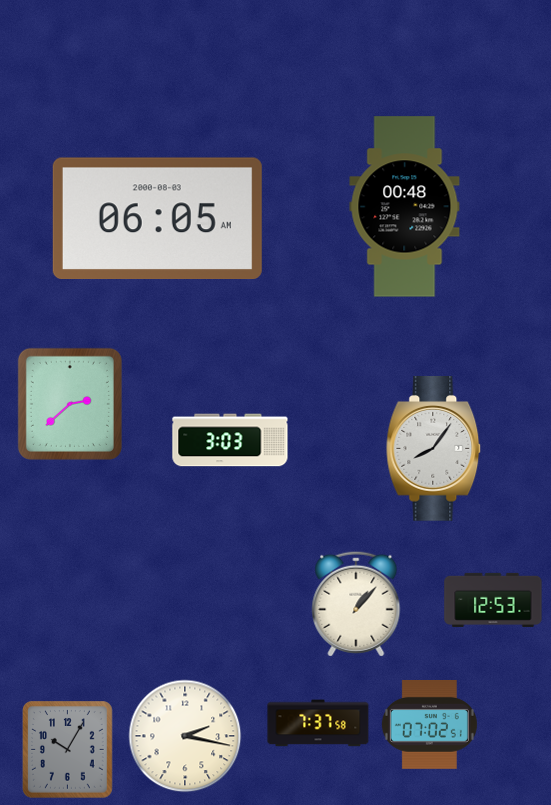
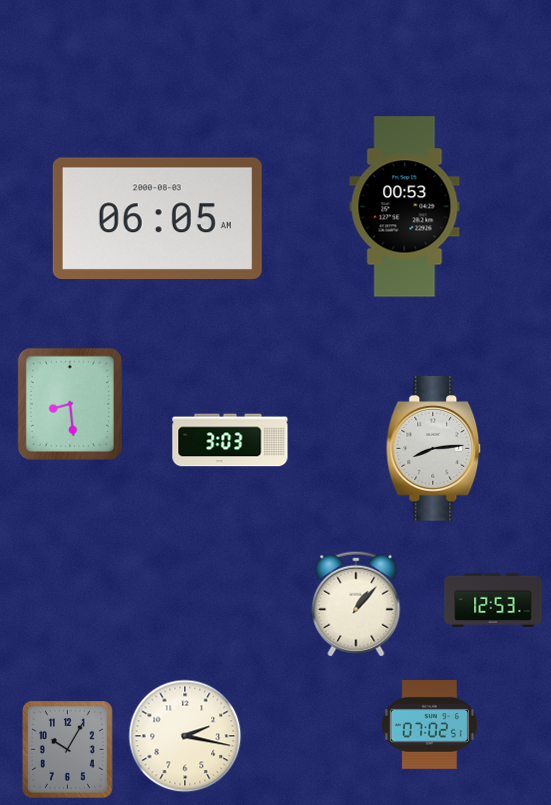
clock at (405, 207): 00:48 -> 00:53
clock at (70, 404): 2:38 -> 8:29
clock at (434, 449): 8:06 -> 8:14
clock at (318, 723): 7:37 -> none
